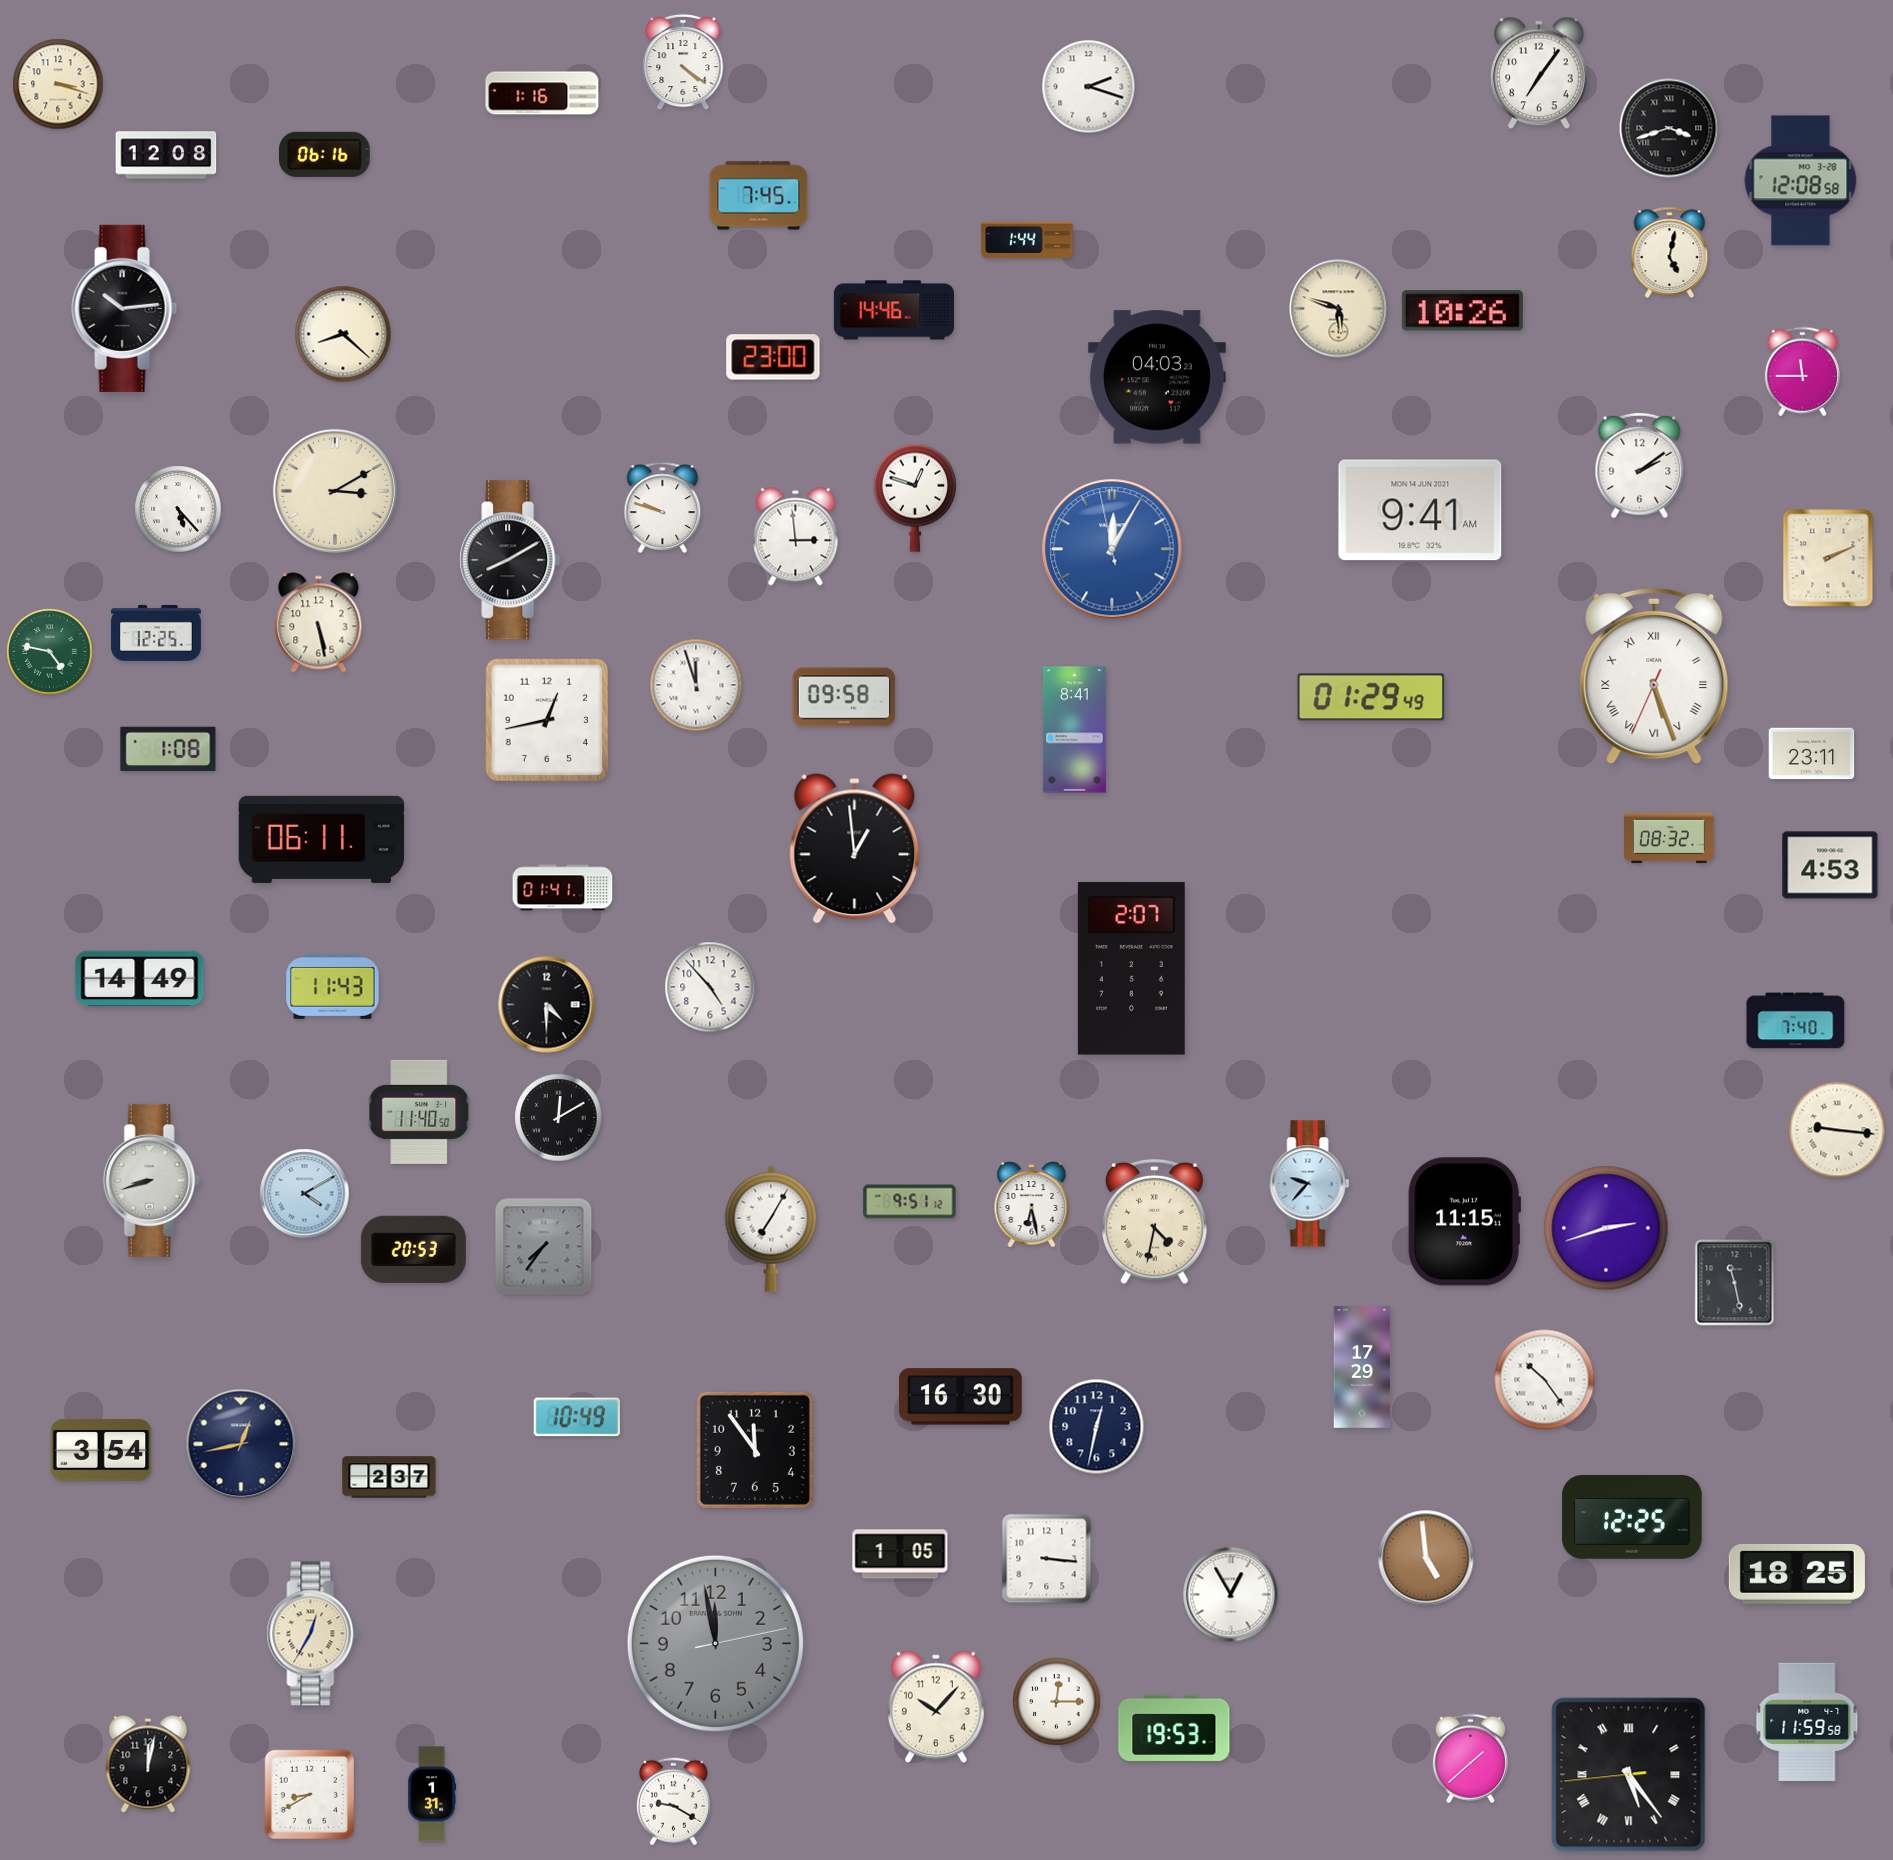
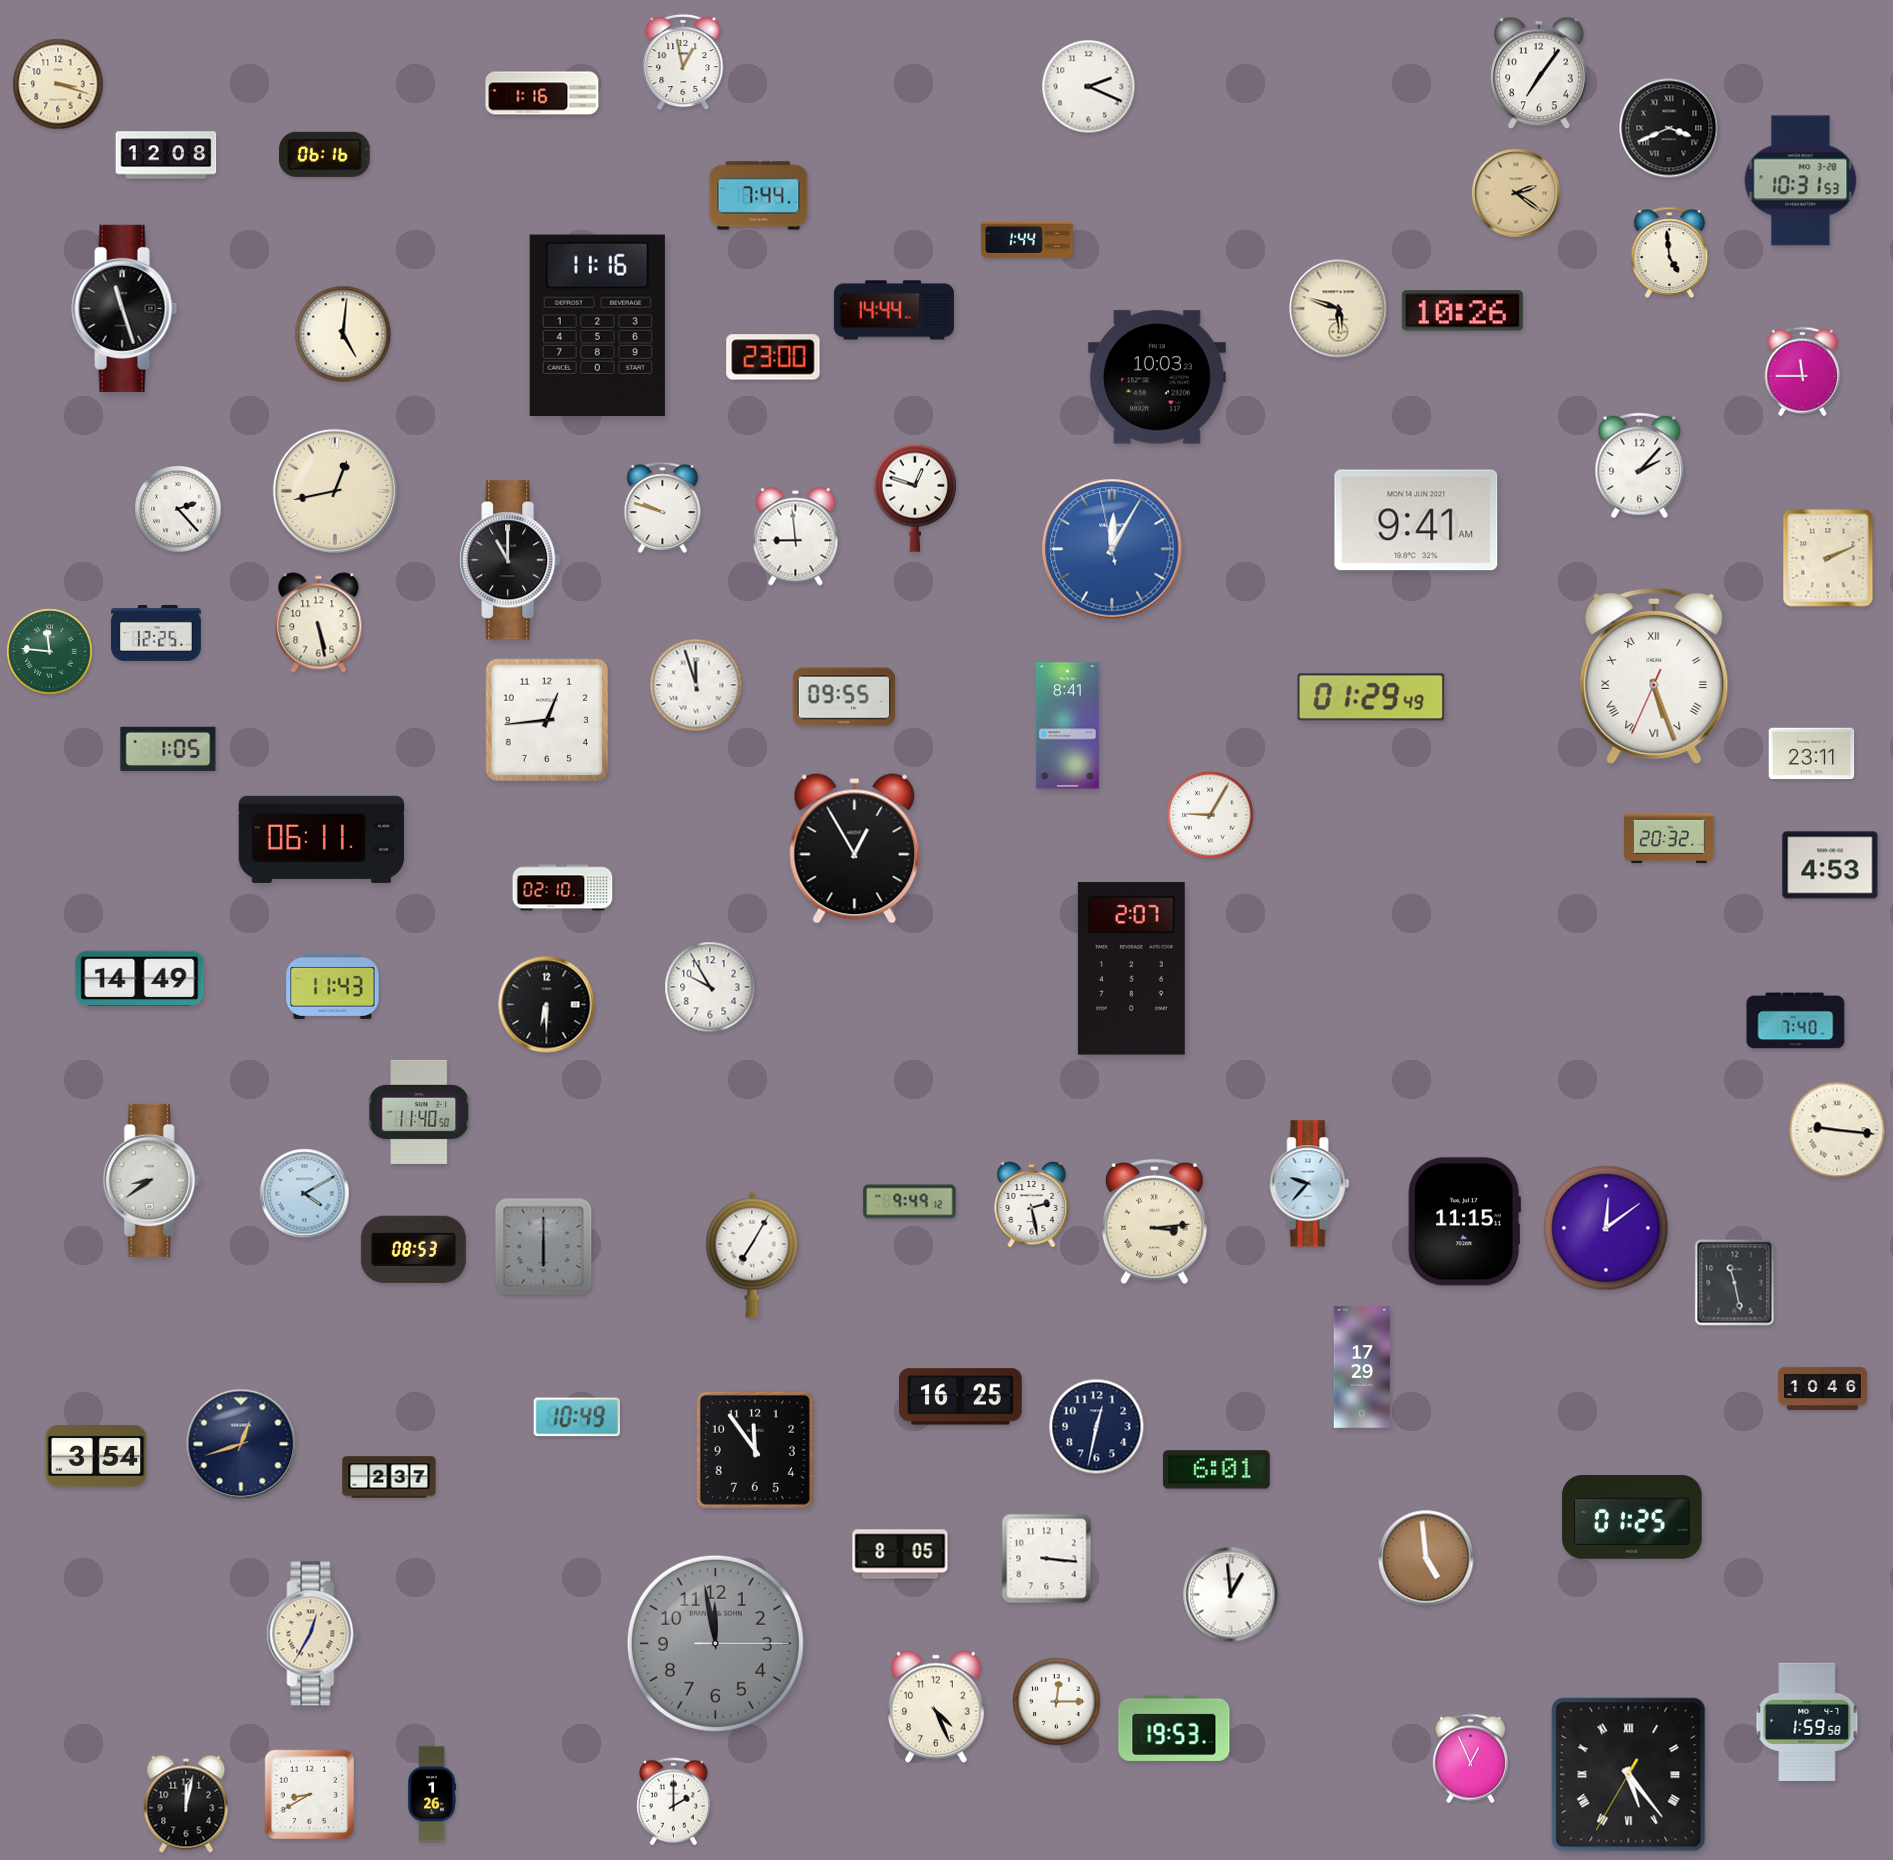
clock at (683, 62): 4:21 -> 12:58
clock at (1089, 87): 2:18 -> 2:19
clock at (1669, 128): 3:42 -> 3:41
clock at (1801, 181): 12:08 -> 10:31
clock at (1516, 193): none -> 2:21
clock at (759, 196): 7:45 -> 7:44
clock at (1670, 252): 5:02 -> 4:59
clock at (125, 308): 10:14 -> 11:27
clock at (894, 310): 14:46 -> 14:44
clock at (597, 325): none -> 11:16
clock at (343, 334): 8:22 -> 5:01
clock at (1157, 377): 04:03 -> 10:03
clock at (1640, 466): 2:09 -> 2:07
clock at (335, 491): 3:10 -> 12:43
clock at (178, 509): 5:23 -> 2:23
clock at (1420, 510) position: (1420, 510) -> (1416, 520)
clock at (796, 537): 2:59 -> 8:59
clock at (510, 560): 8:10 -> 11:00
clock at (50, 652): 4:47 -> 11:46
clock at (843, 697): 09:58 -> 09:55
clock at (546, 719): 12:43 -> 12:44
clock at (1075, 730) position: (1075, 730) -> (1068, 726)
clock at (168, 749): 1:08 -> 1:05
clock at (1210, 815): none -> 9:05
clock at (1670, 838): 08:32 -> 20:32
clock at (855, 849): 12:59 -> 12:55
clock at (563, 888): 01:41 -> 02:10
clock at (710, 987): 4:53 -> 9:55
clock at (547, 1005): 4:30 -> 6:30
clock at (559, 1118): 12:10 -> none
clock at (151, 1180): 8:42 -> 8:39
clock at (910, 1202): 9:51 -> 9:49
clock at (1032, 1205): 6:28 -> 2:28
clock at (1155, 1222): 4:32 -> 3:14
clock at (1606, 1228): 2:42 -> 12:09
clock at (771, 1229) position: (771, 1229) -> (752, 1255)
clock at (544, 1247): 7:36 -> 6:00
clock at (413, 1249): 20:53 -> 08:53
clock at (1545, 1380): 10:24 -> none
clock at (1822, 1388): none -> 10:46
clock at (961, 1397): 16:30 -> 16:25
clock at (241, 1444): 12:43 -> 12:42
clock at (101, 1450) position: (101, 1450) -> (96, 1456)
clock at (1217, 1470): none -> 6:01
clock at (1632, 1518): 12:25 -> 01:25
clock at (900, 1554): 1:05 -> 8:05
clock at (1797, 1574): 18:25 -> none
clock at (1231, 1595): 12:55 -> 12:59
clock at (715, 1643): 11:58:13 -> 11:58:15
clock at (937, 1707): 10:07 -> 4:26
clock at (1807, 1721): 11:59 -> 1:59
clock at (1470, 1759): 1:38 -> 12:56
clock at (148, 1764) position: (148, 1764) -> (186, 1804)
clock at (1629, 1775): 5:23:44 -> 5:23:35
clock at (432, 1794): 1:31 -> 1:26
clock at (673, 1802): 9:20 -> 2:00
